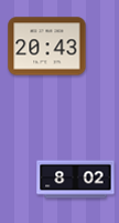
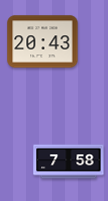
clock at (76, 180): 8:02 -> 7:58
